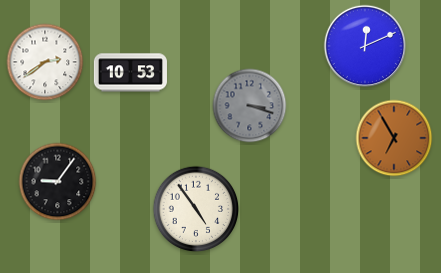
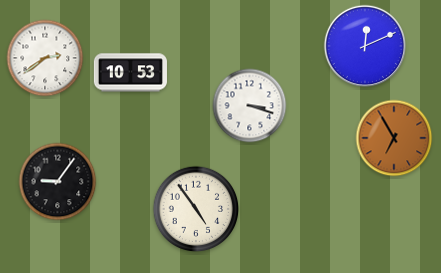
clock at (45, 62) position: (45, 62) -> (45, 58)
clock at (250, 106) dial: grey -> white
